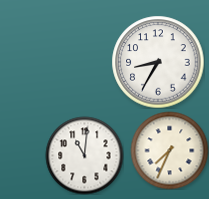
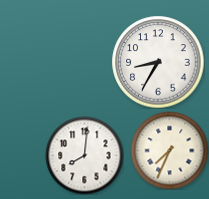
clock at (84, 155): 11:01 -> 8:01
